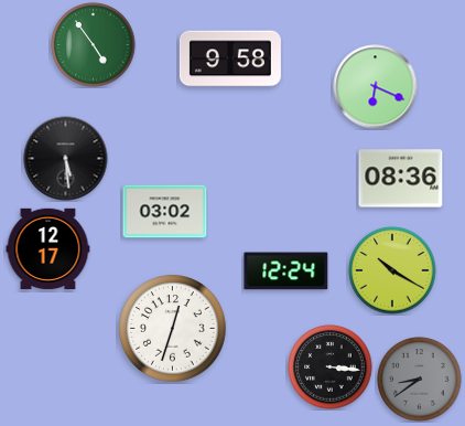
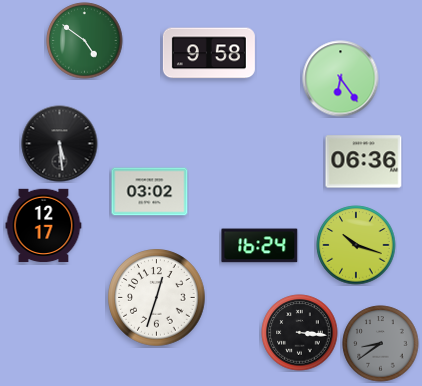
clock at (94, 45): 4:54 -> 4:51
clock at (376, 87): 6:19 -> 6:24
clock at (401, 179): 08:36 -> 06:36
clock at (392, 270): 10:20 -> 10:18
clock at (286, 271): 12:24 -> 16:24
